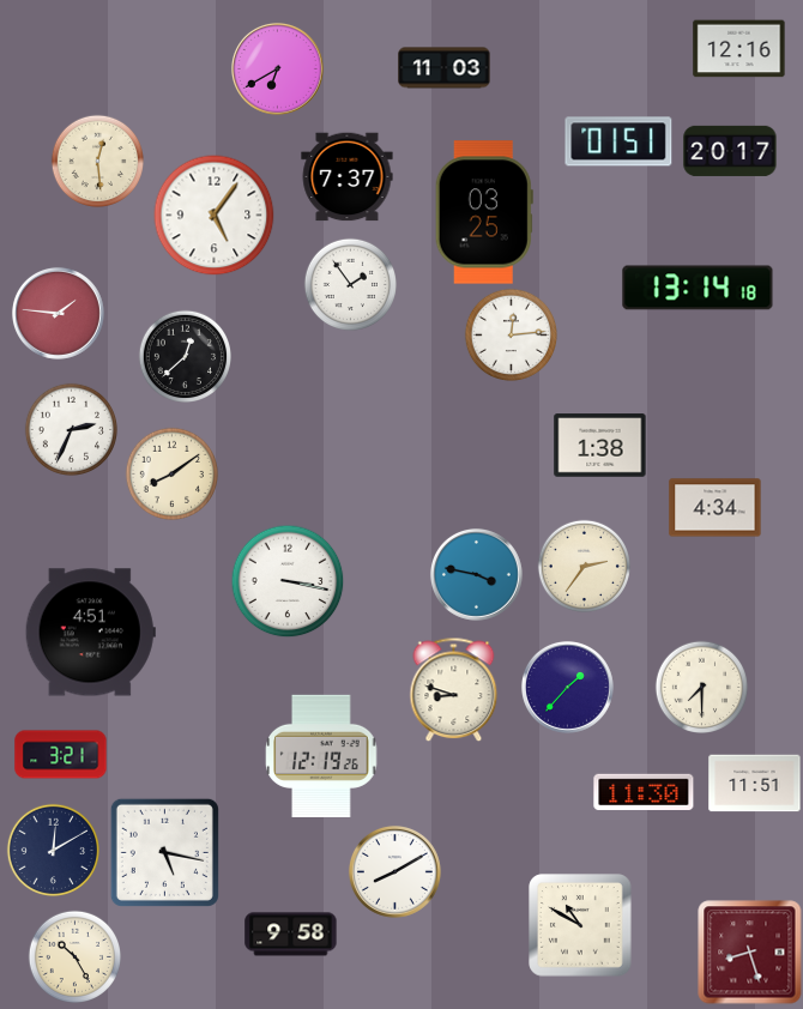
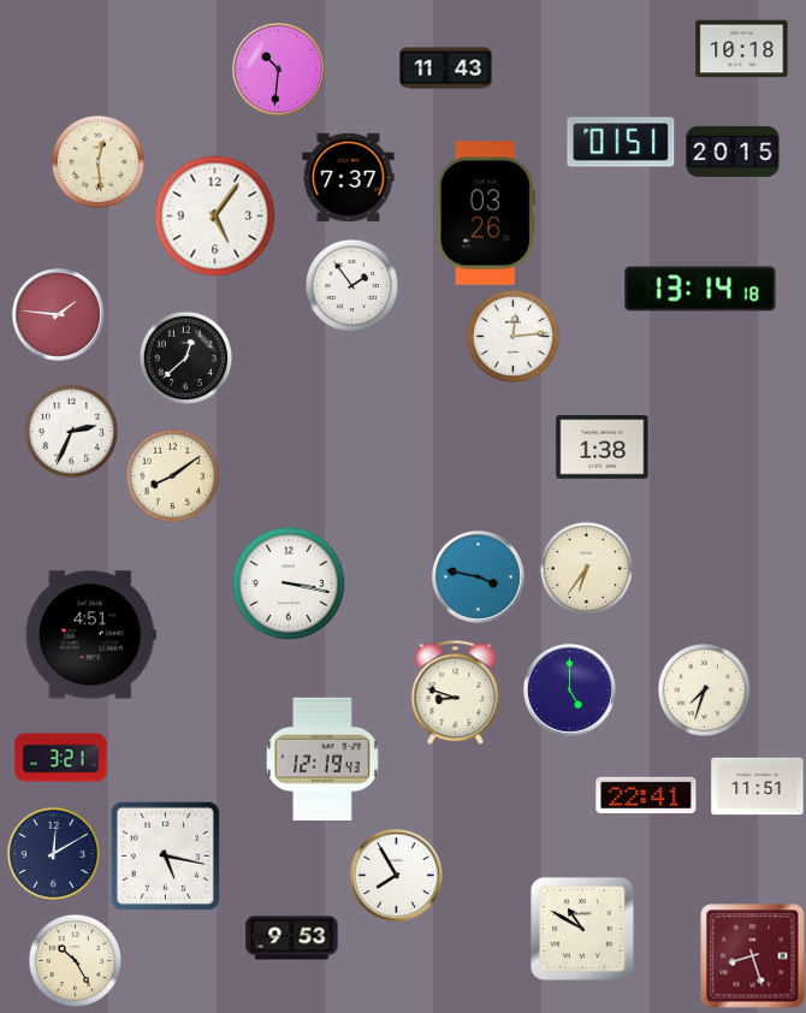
clock at (739, 49): 12:16 -> 10:18
clock at (277, 68): 6:40 -> 10:31
clock at (445, 68): 11:03 -> 11:43
clock at (730, 151): 20:17 -> 20:15
clock at (484, 212): 03:25 -> 03:26
clock at (716, 508): 4:34 -> none
clock at (584, 566): 2:36 -> 6:36
clock at (567, 687): 1:37 -> 5:00
clock at (701, 687): 7:30 -> 7:33
clock at (321, 755): 12:19:26 -> 12:19:43
clock at (644, 792): 11:30 -> 22:41
clock at (394, 871): 8:10 -> 7:55
clock at (291, 935): 9:58 -> 9:53
